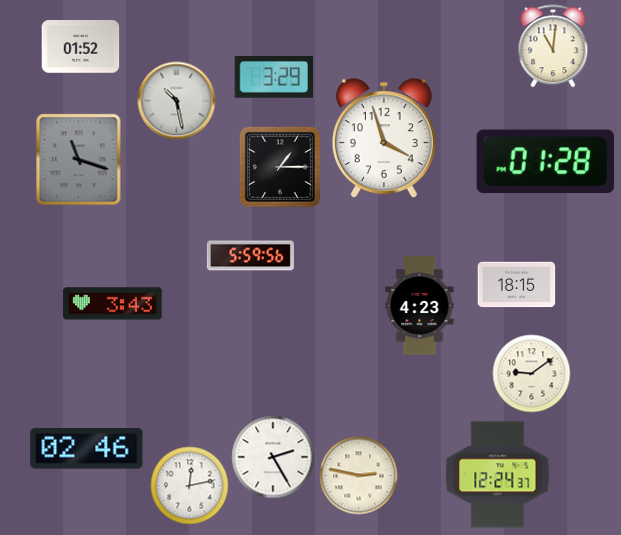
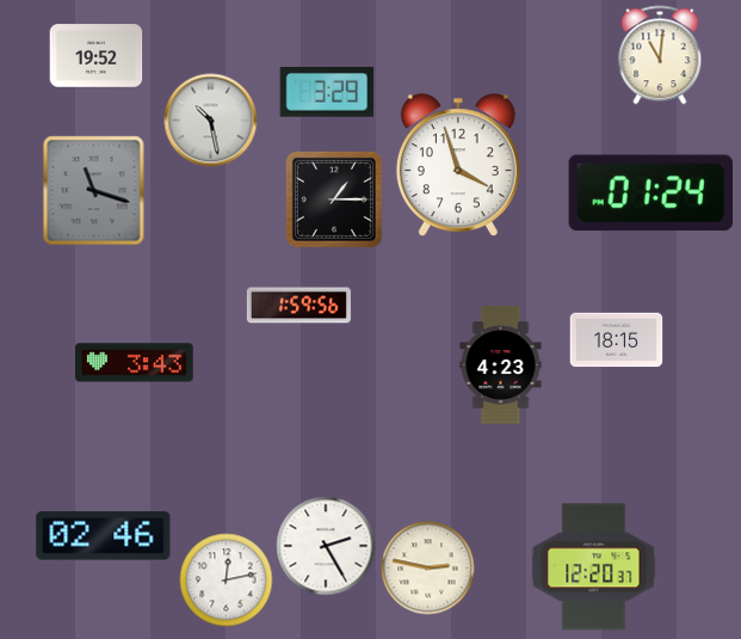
clock at (80, 47): 01:52 -> 19:52
clock at (545, 162): 01:28 -> 01:24
clock at (250, 256): 5:59 -> 1:59
clock at (531, 373): 9:09 -> none
clock at (498, 475): 12:24 -> 12:20
